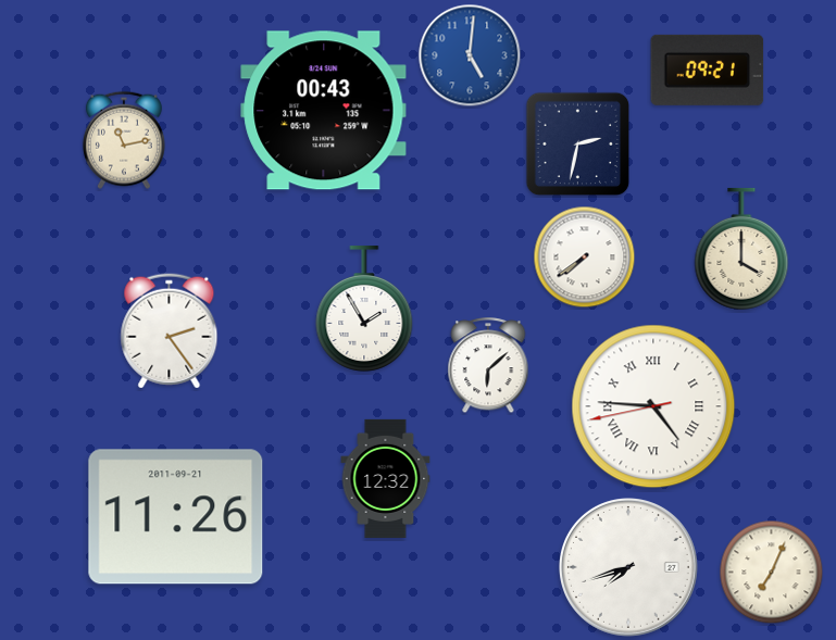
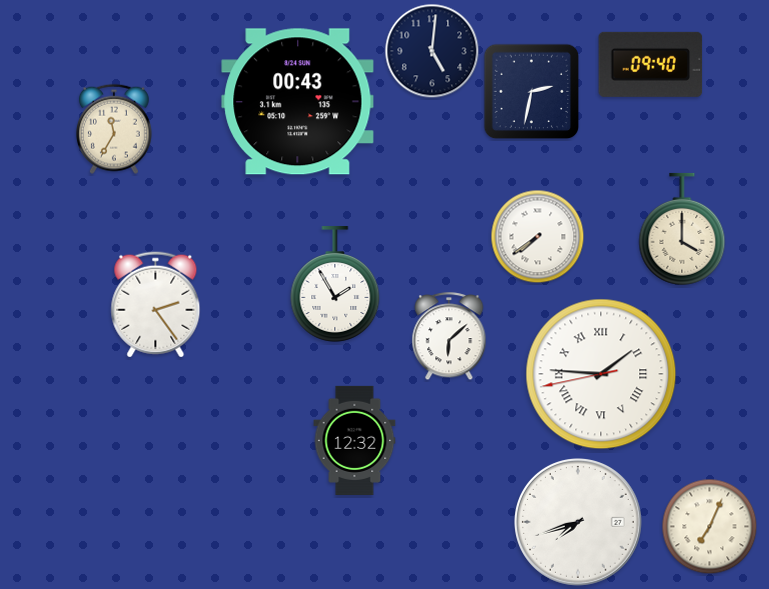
clock at (470, 55) dial: blue -> navy
clock at (708, 70): 09:21 -> 09:40
clock at (124, 140): 11:13 -> 11:35
clock at (578, 145) position: (578, 145) -> (532, 92)
clock at (653, 406): 4:45 -> 1:45
clock at (176, 517): 11:26 -> none
